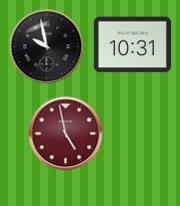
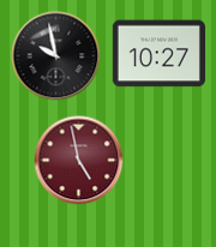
clock at (132, 45): 10:31 -> 10:27
